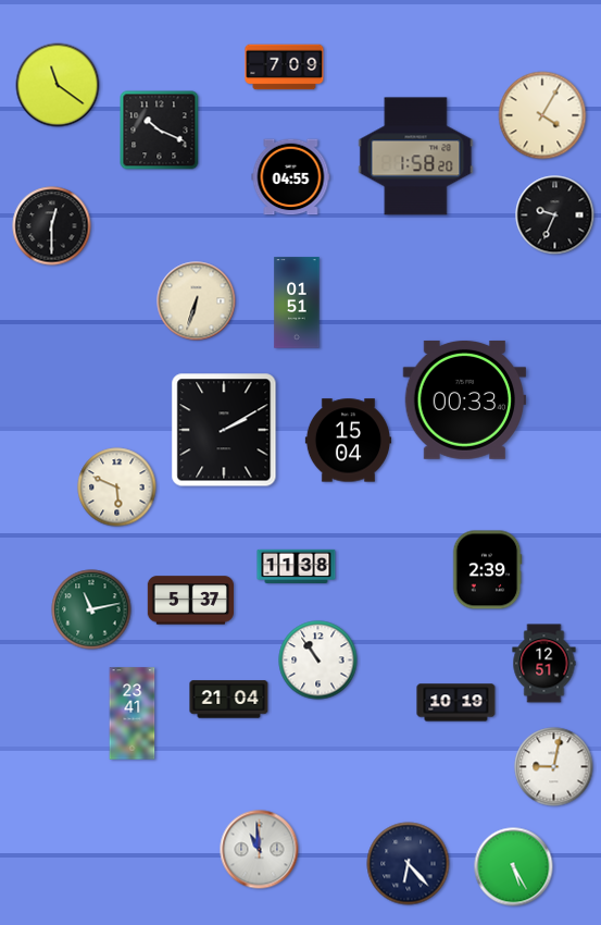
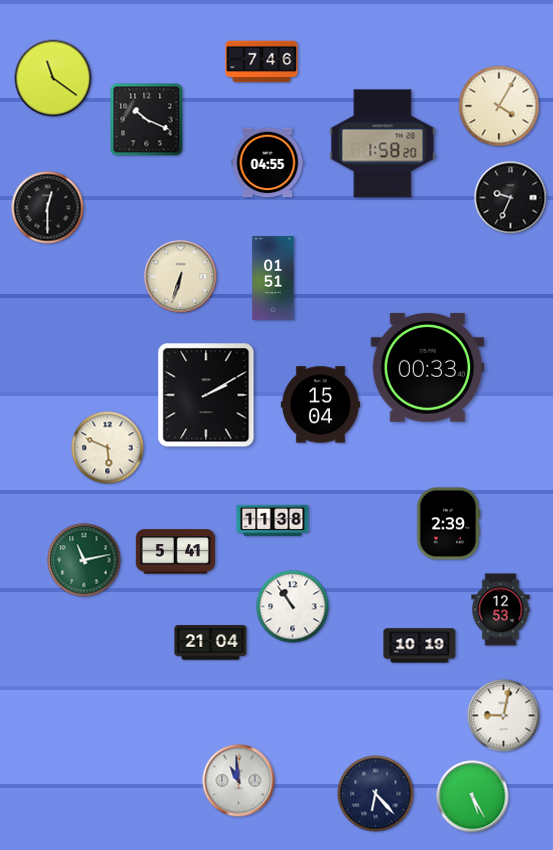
clock at (285, 67): 7:09 -> 7:46
clock at (190, 601): 5:37 -> 5:41
clock at (544, 664): 12:51 -> 12:53
clock at (133, 714): 23:41 -> none
clock at (554, 767) position: (554, 767) -> (504, 716)
